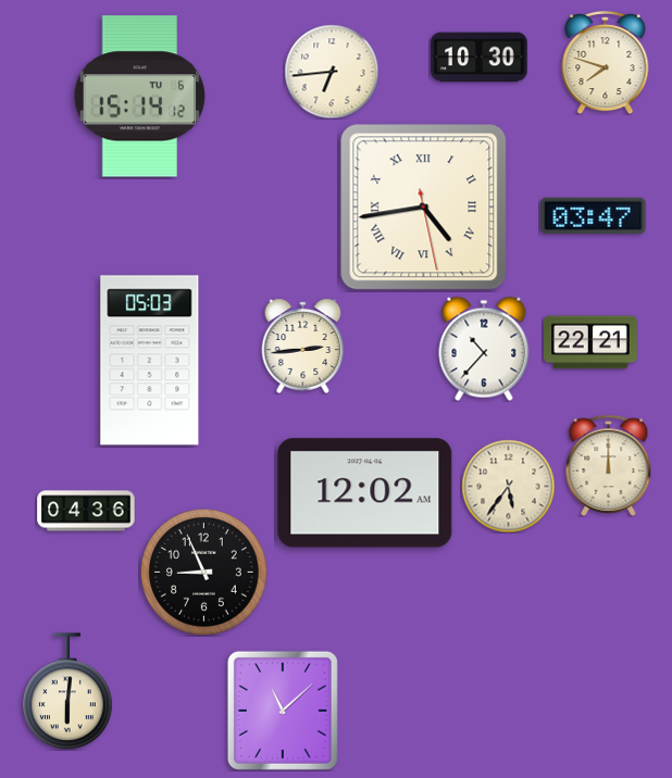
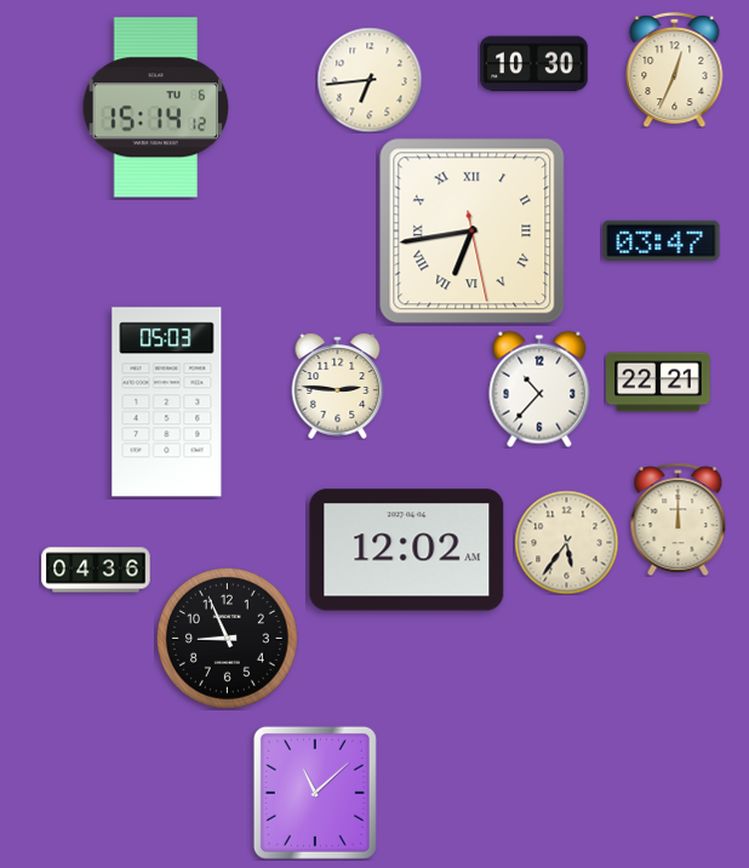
clock at (606, 62): 7:48 -> 12:34
clock at (424, 208): 4:43 -> 6:43
clock at (303, 346): 2:44 -> 2:46
clock at (67, 691): 6:01 -> none
